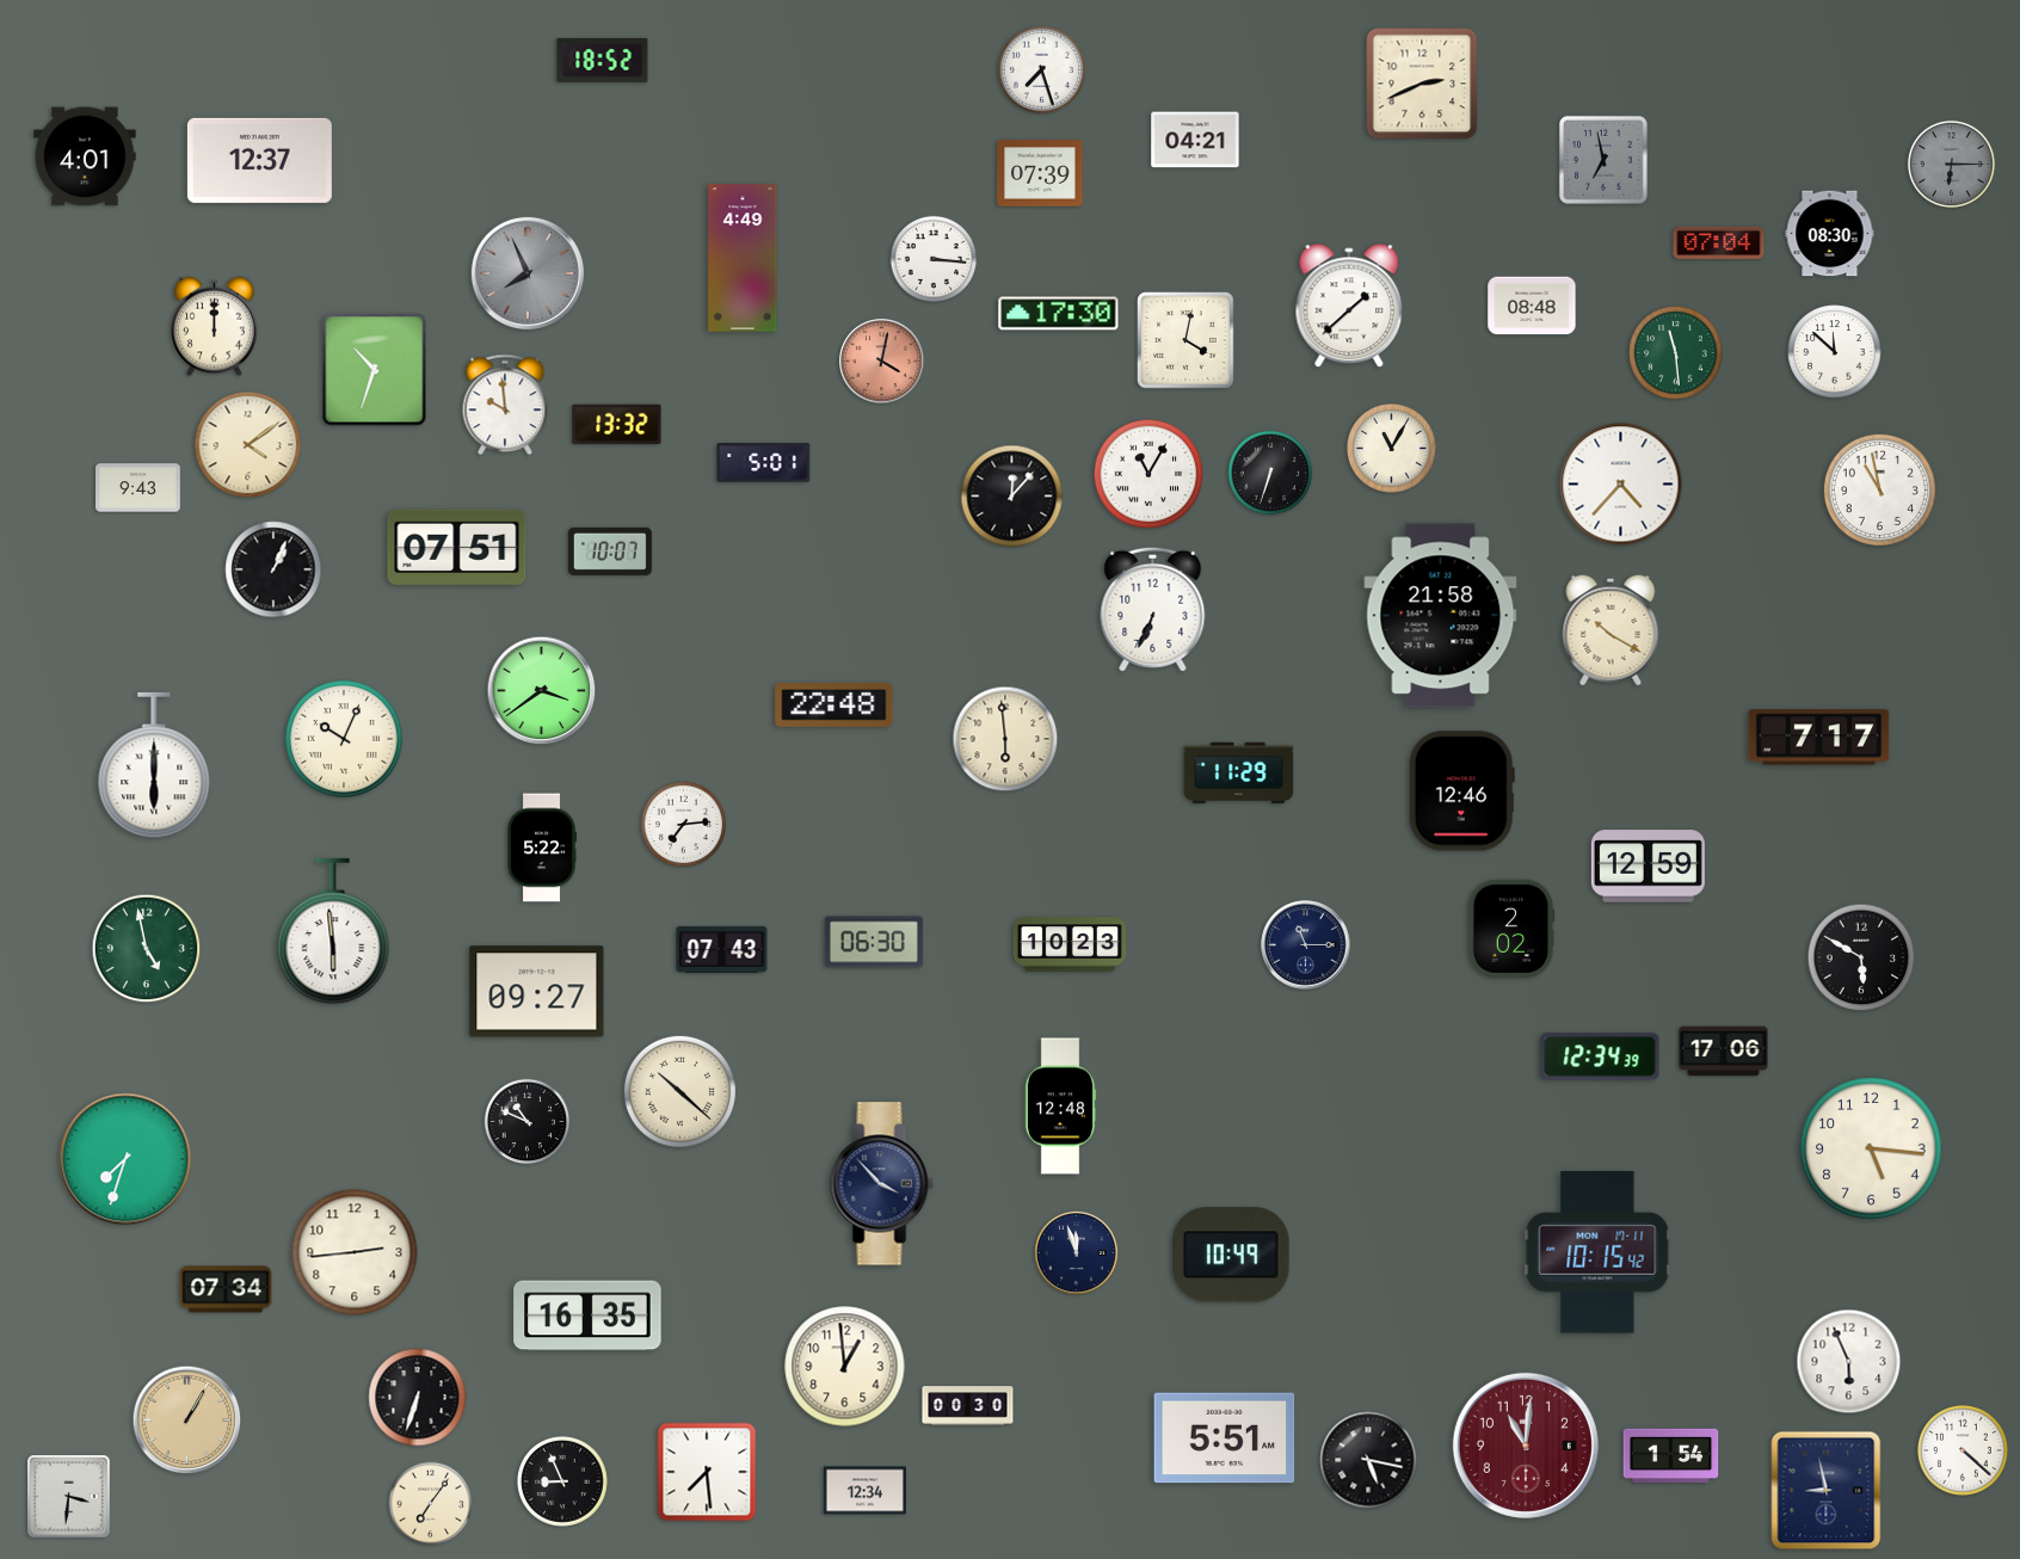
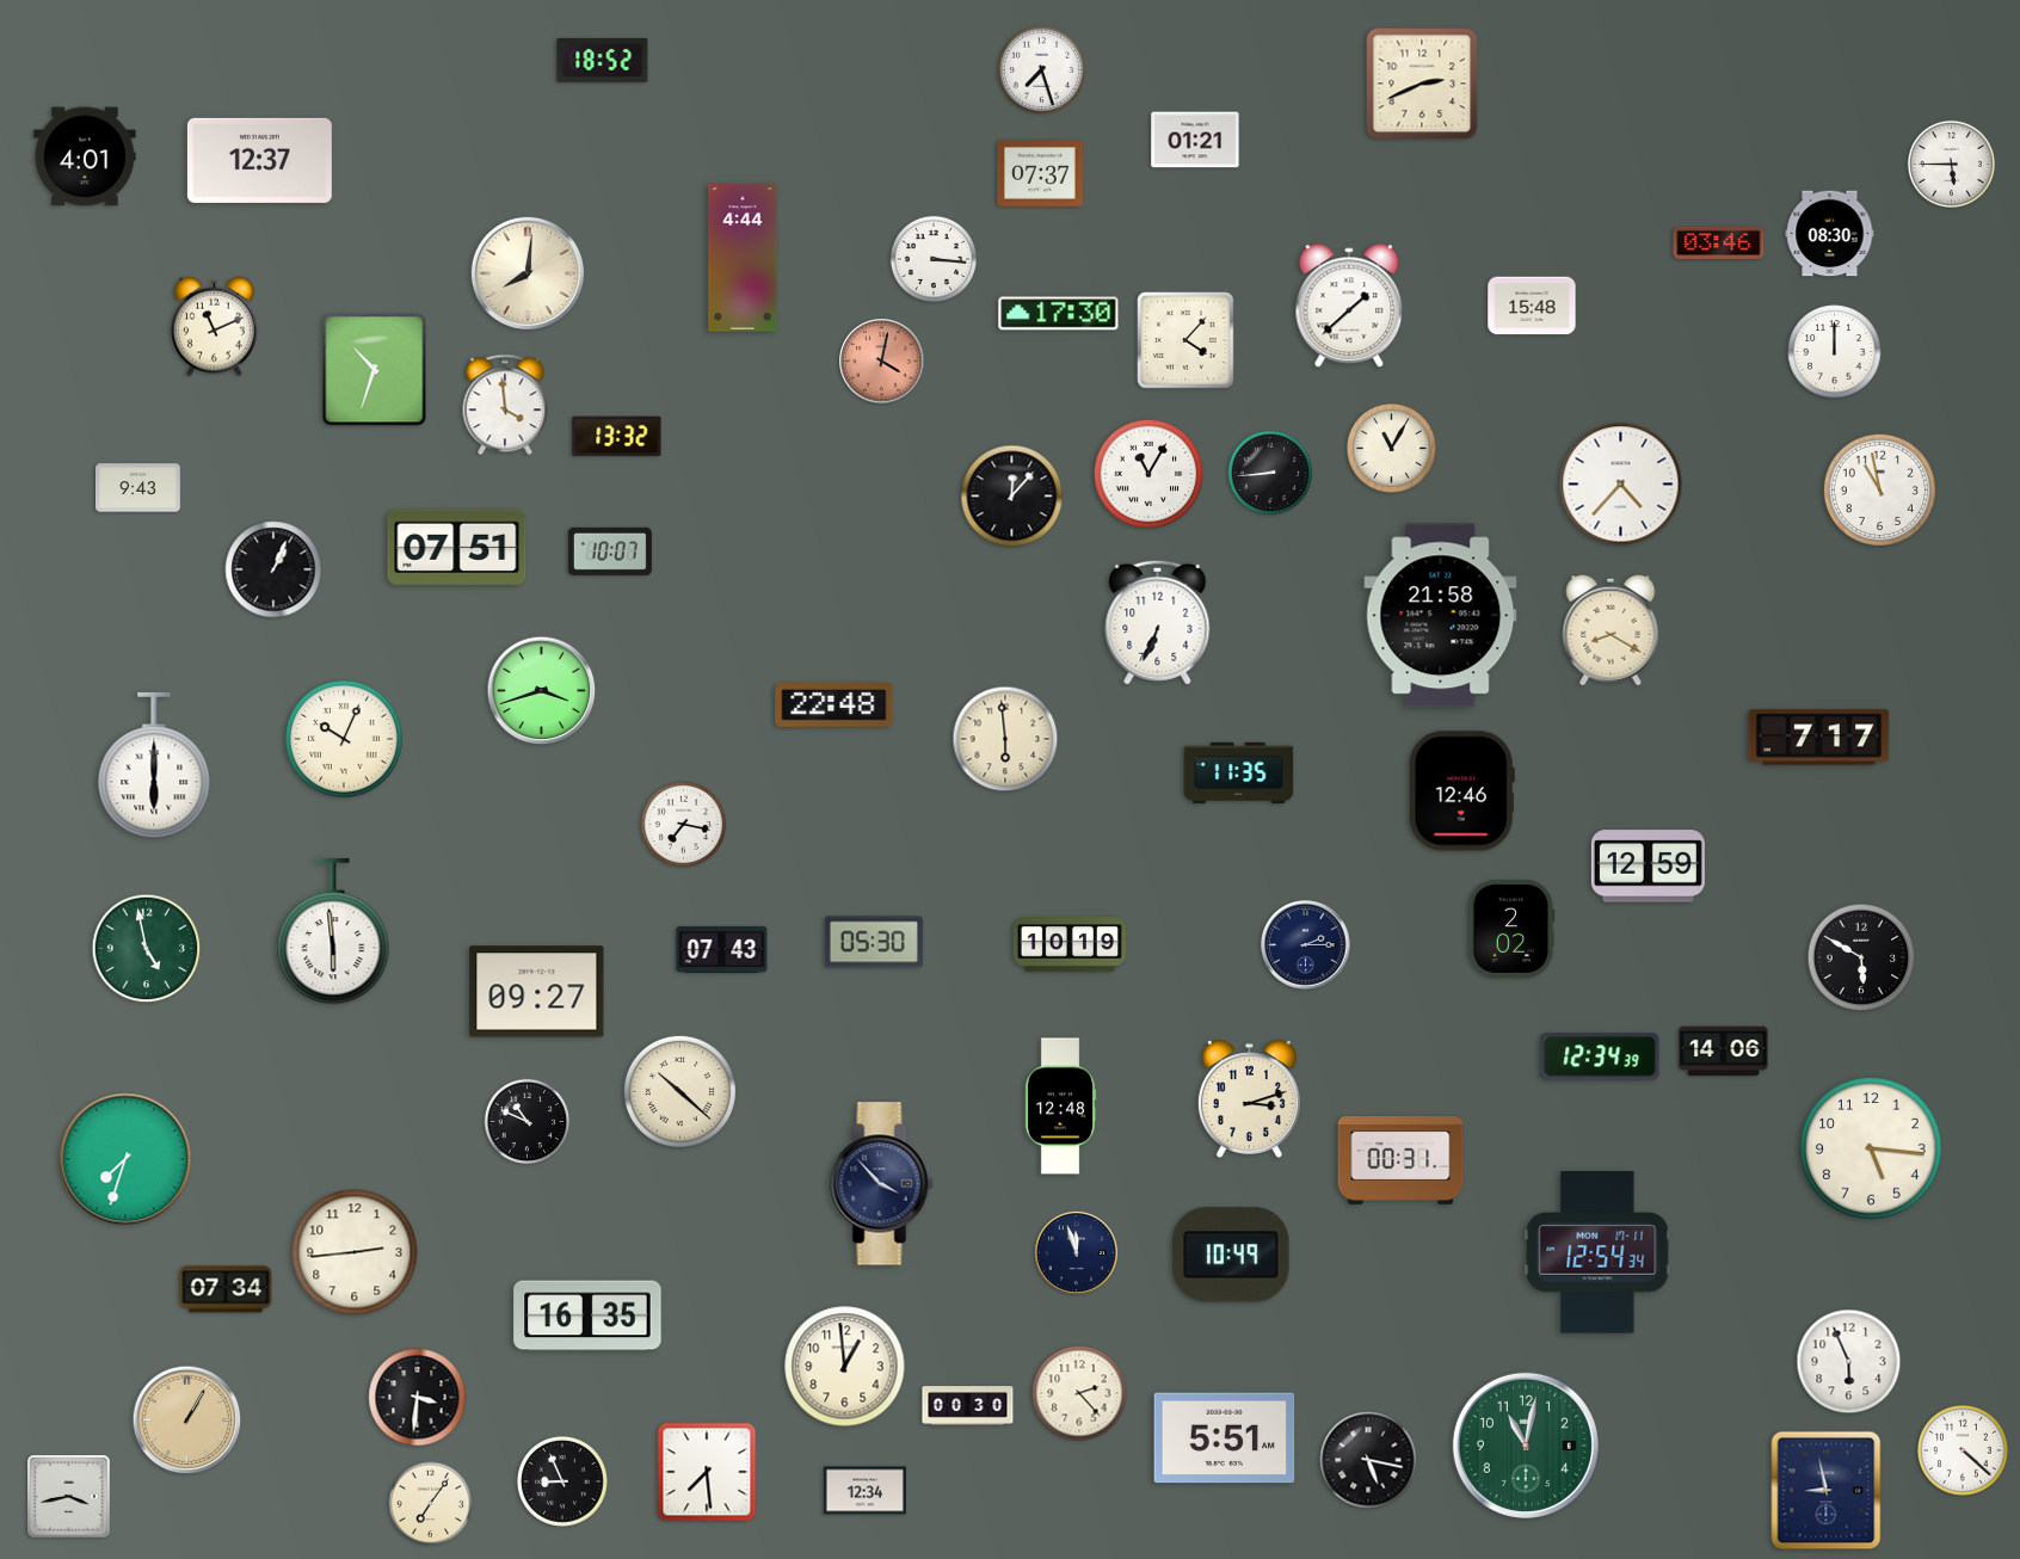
clock at (1195, 140): 04:21 -> 01:21
clock at (1603, 160): 6:58 -> none
clock at (1951, 164): 6:15 -> 5:45
clock at (1951, 164) dial: grey -> white
clock at (1040, 173): 07:39 -> 07:37
clock at (1719, 242): 07:04 -> 03:46
clock at (743, 258): 4:49 -> 4:44
clock at (528, 273): 7:56 -> 8:01
clock at (528, 273) dial: grey -> cream
clock at (1532, 306): 08:48 -> 15:48
clock at (215, 327): 12:00 -> 11:11
clock at (1185, 340): 4:02 -> 4:07
clock at (1835, 352): 11:52 -> 12:00
clock at (1676, 353): 11:29 -> none
clock at (505, 405): 9:59 -> 3:59
clock at (617, 425) position: (617, 425) -> (617, 437)
clock at (248, 445): 4:09 -> none
clock at (764, 463): 5:01 -> none
clock at (1270, 473): 6:33 -> 8:44
clock at (1153, 609) position: (1153, 609) -> (1158, 622)
clock at (1611, 630): 10:20 -> 8:20
clock at (542, 691): 3:39 -> 3:42
clock at (1239, 774): 11:29 -> 11:35
clock at (684, 825): 7:14 -> 7:17
clock at (542, 848): 5:22 -> none
clock at (874, 942): 06:30 -> 05:30
clock at (1070, 944): 10:23 -> 10:19
clock at (1306, 945): 11:15 -> 2:15
clock at (1724, 1052): 17:06 -> 14:06
clock at (1249, 1099): none -> 3:12
clock at (1400, 1161): none -> 00:31
clock at (1597, 1252): 10:15 -> 12:54
clock at (1079, 1393): none -> 2:23
clock at (418, 1398): 6:33 -> 3:31
clock at (1526, 1446): 11:01 -> 11:02
clock at (1526, 1446) dial: burgundy -> green
clock at (1671, 1456): 1:54 -> none
clock at (69, 1497): 3:31 -> 3:43
